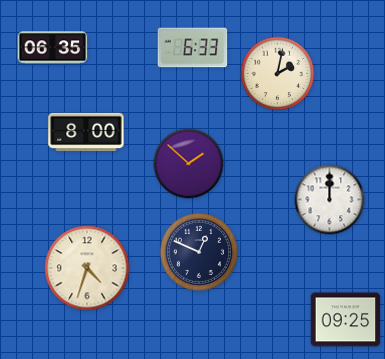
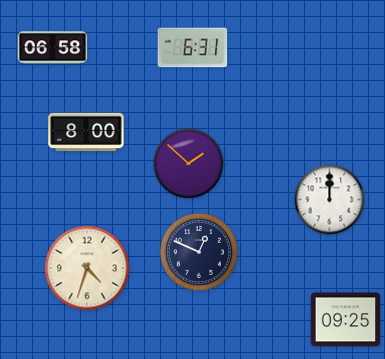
clock at (53, 48): 06:35 -> 06:58
clock at (193, 48): 6:33 -> 6:31
clock at (278, 74): 2:02 -> none
